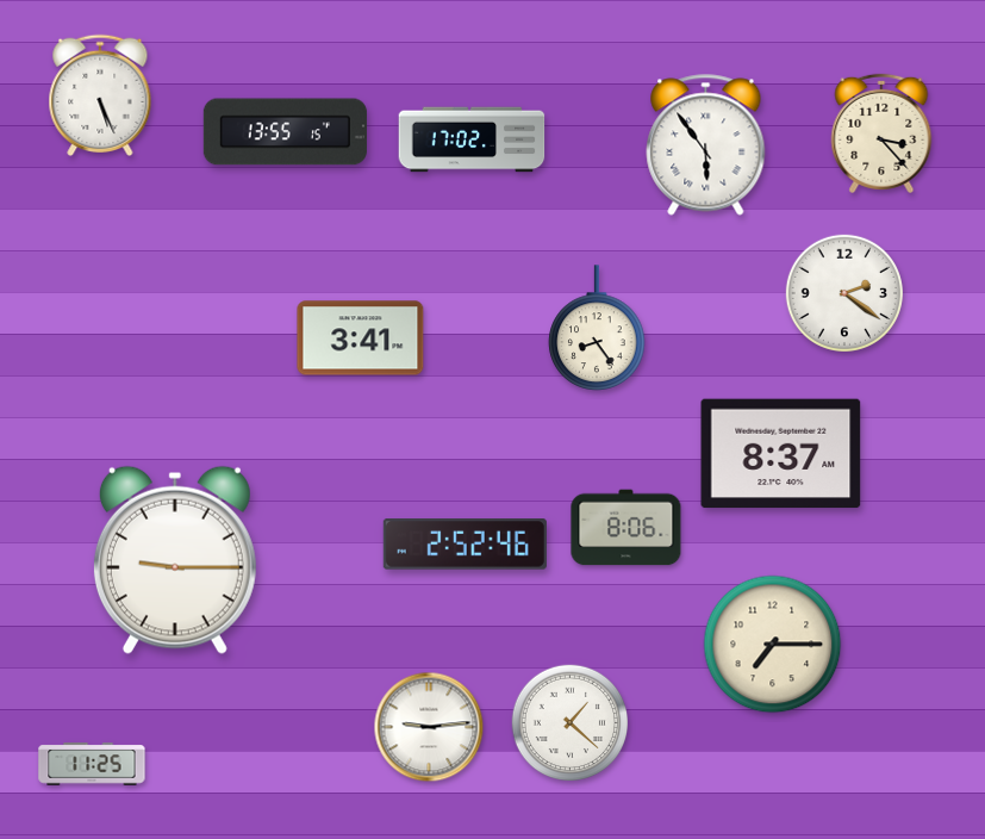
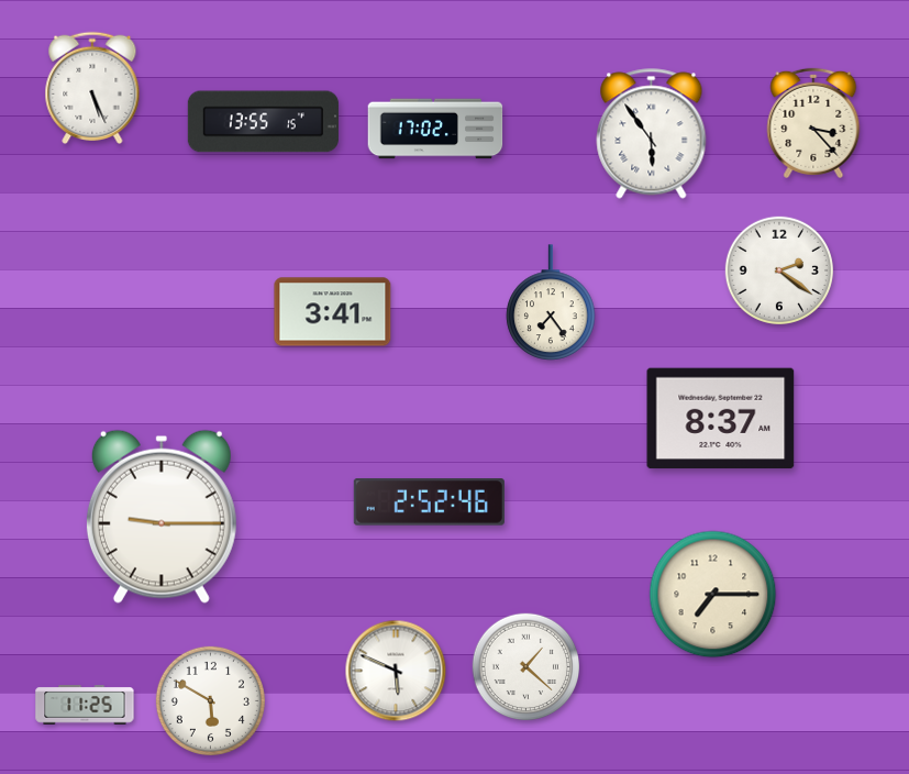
clock at (597, 328): 8:24 -> 7:24
clock at (626, 528): 8:06 -> none
clock at (429, 727): 9:14 -> 5:49
clock at (210, 700): none -> 5:50
